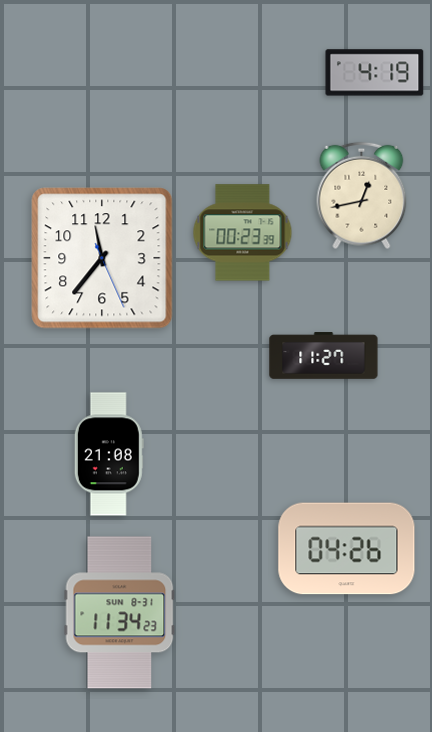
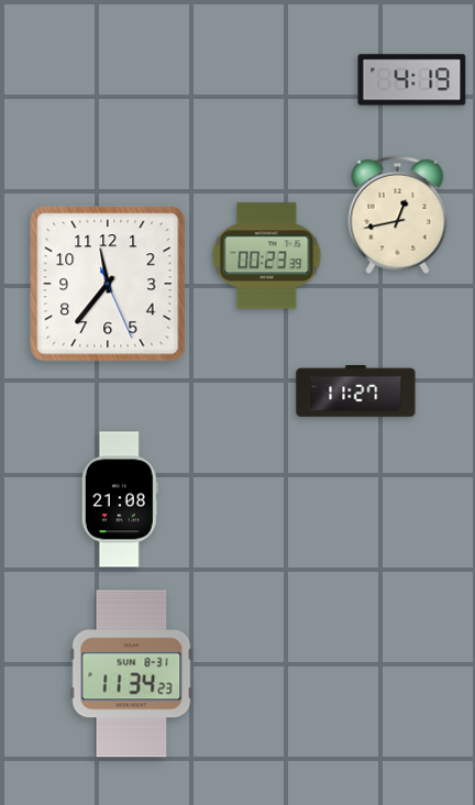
clock at (102, 258) position: (102, 258) -> (108, 284)
clock at (347, 549): 04:26 -> none
